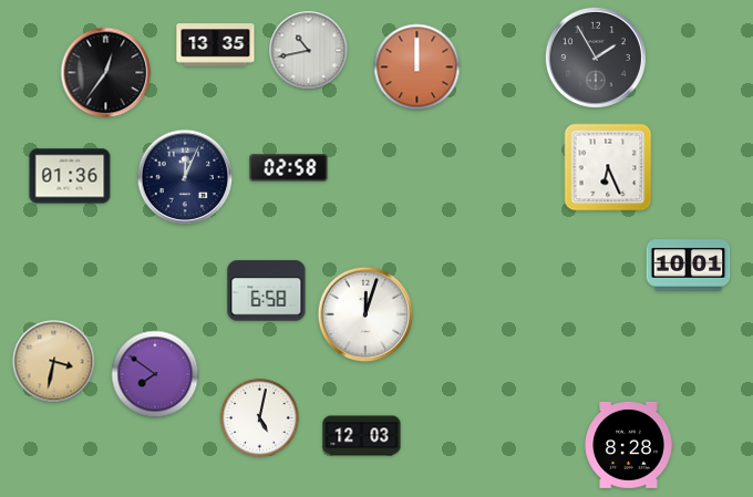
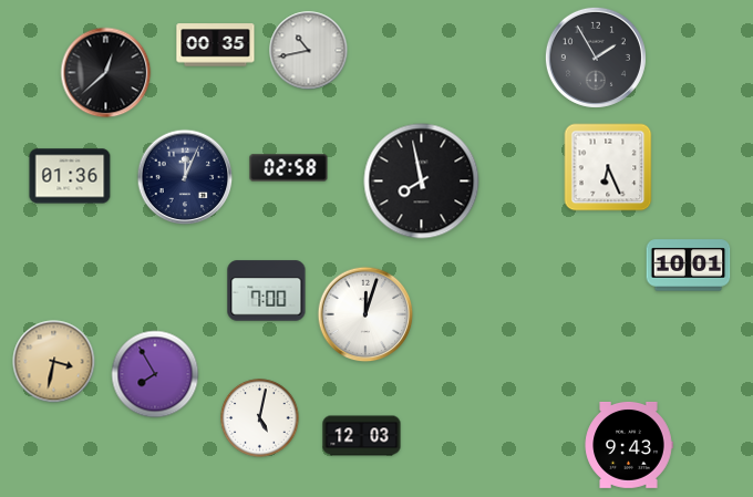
clock at (216, 45): 13:35 -> 00:35
clock at (417, 68): 12:00 -> none
clock at (106, 73): 12:36 -> 12:38
clock at (422, 182): none -> 7:58
clock at (267, 291): 6:58 -> 7:00
clock at (155, 374): 7:51 -> 7:55
clock at (629, 445): 8:28 -> 9:43
